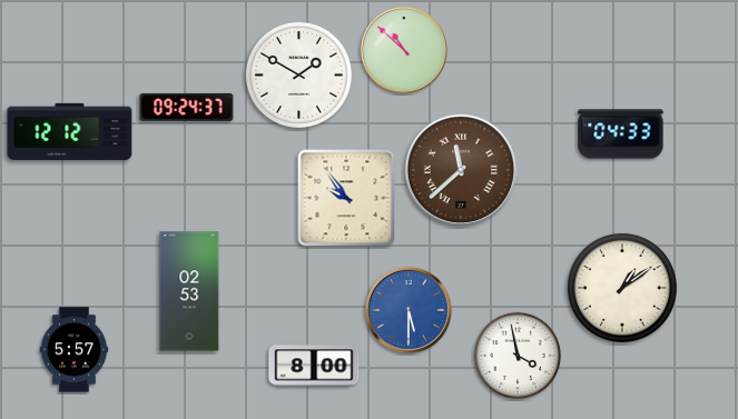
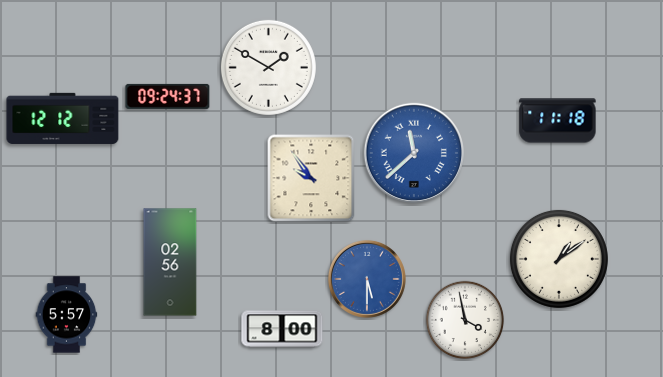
clock at (404, 50): 10:52 -> none
clock at (621, 134): 04:33 -> 11:18
clock at (460, 169) dial: brown -> blue
clock at (189, 291): 02:53 -> 02:56
